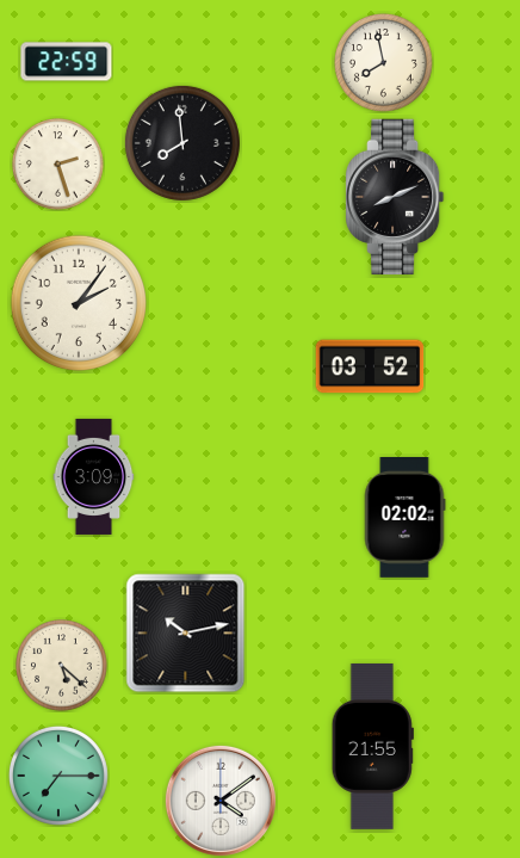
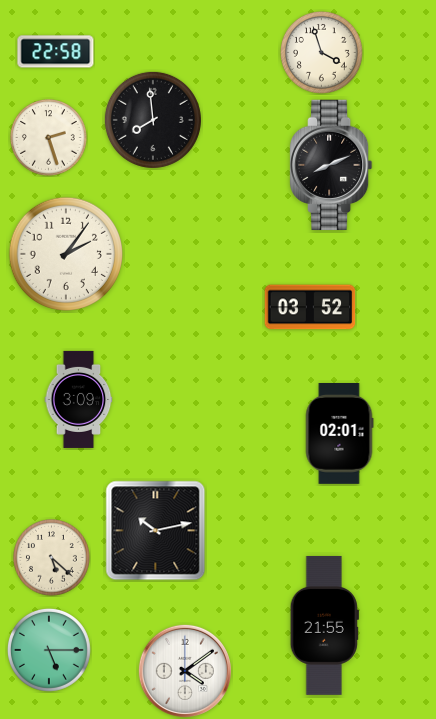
clock at (67, 62): 22:59 -> 22:58
clock at (383, 62): 7:58 -> 3:57
clock at (404, 518): 02:02 -> 02:01
clock at (372, 746) position: (372, 746) -> (324, 625)
clock at (58, 776): 7:15 -> 5:15
